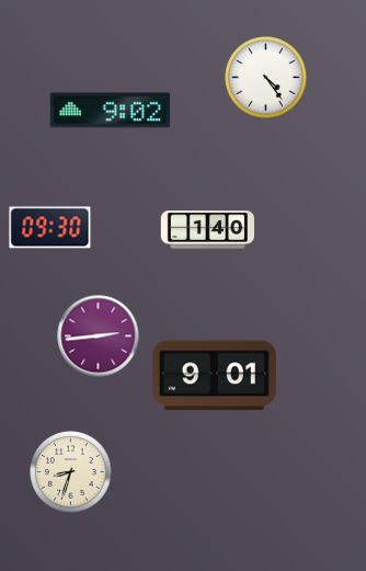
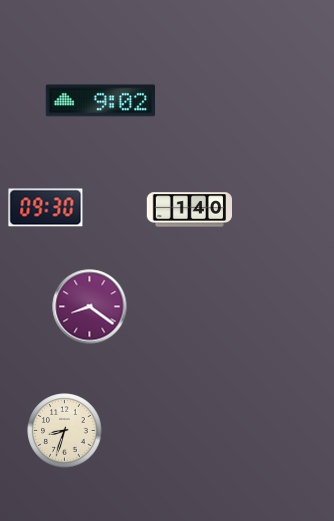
clock at (266, 78): 4:24 -> none
clock at (99, 336): 2:44 -> 8:21
clock at (214, 376): 9:01 -> none
